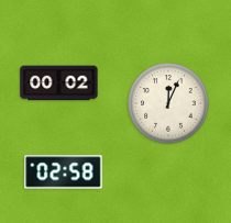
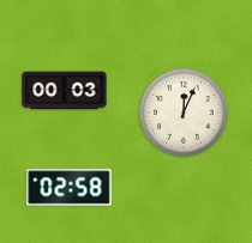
clock at (59, 83): 00:02 -> 00:03
